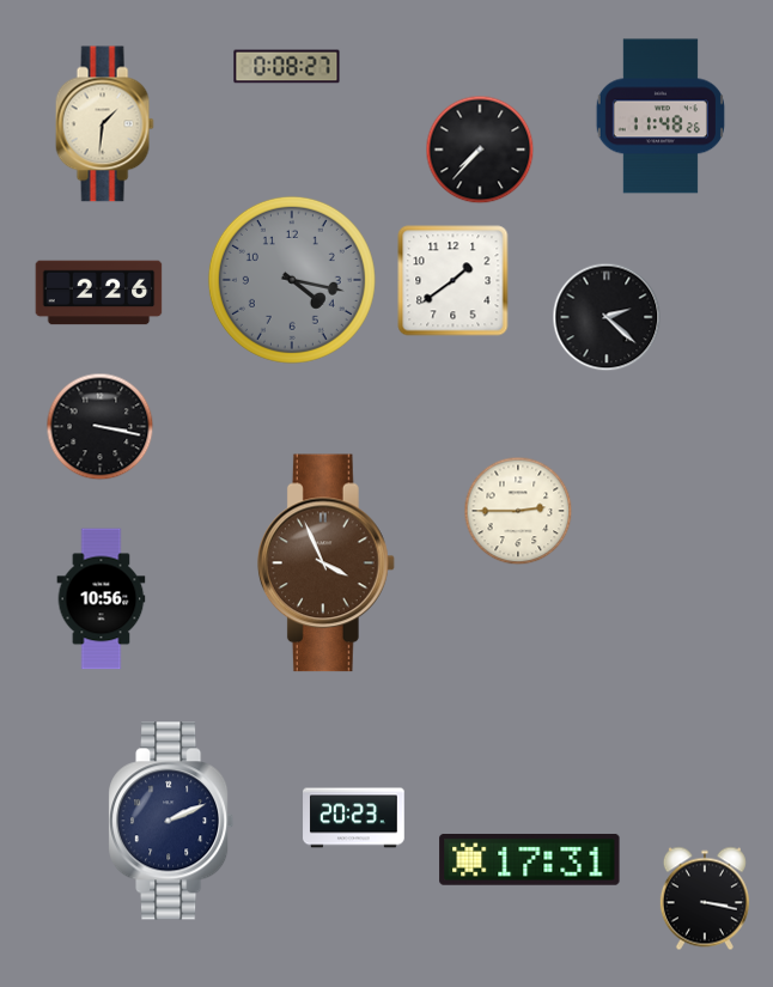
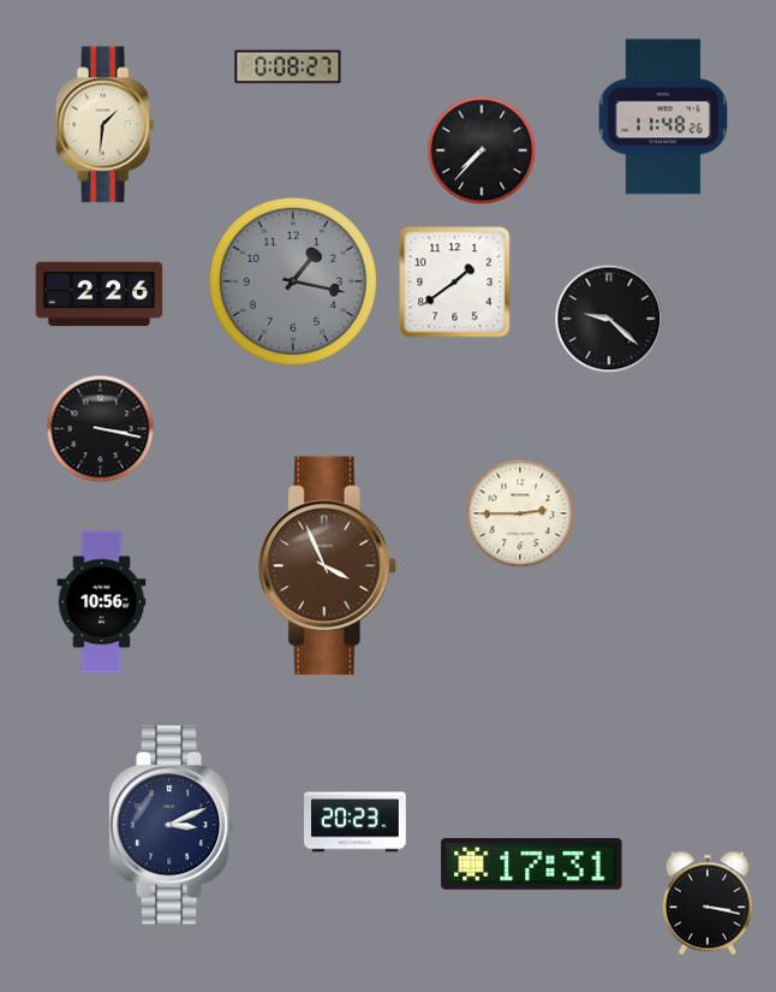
clock at (292, 280): 4:17 -> 1:17
clock at (607, 317): 2:22 -> 9:22
clock at (171, 821): 2:11 -> 3:11
